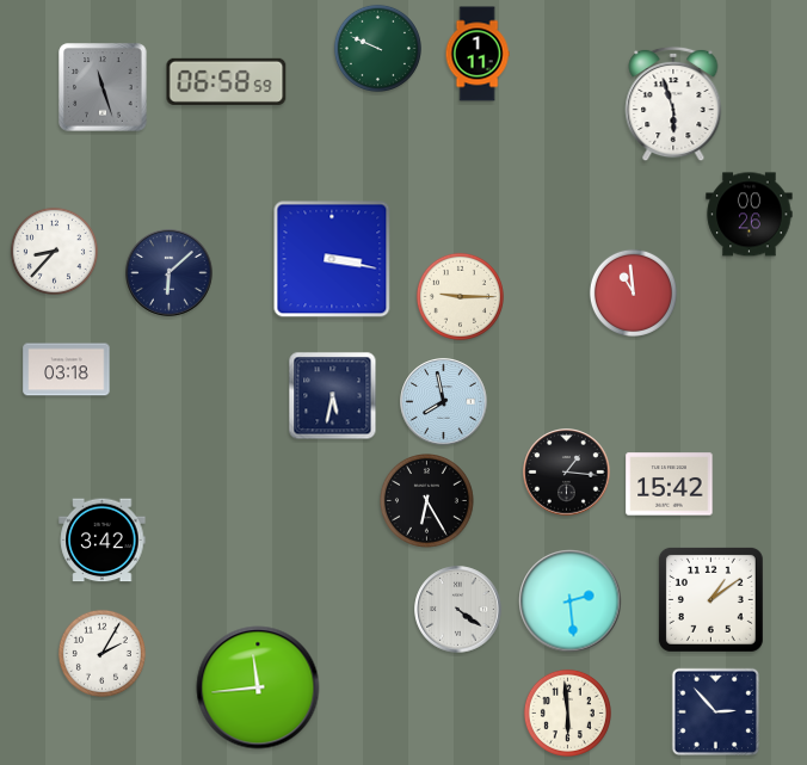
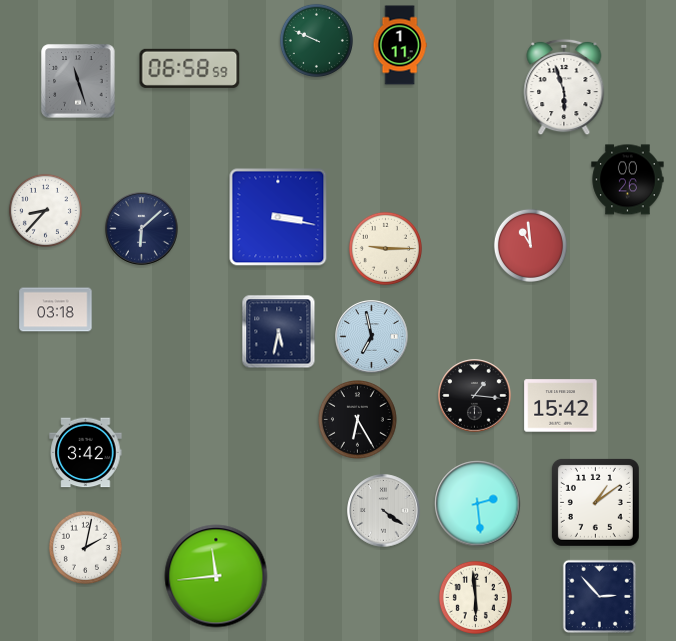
clock at (103, 87) position: (103, 87) -> (78, 81)
clock at (444, 402): 7:58 -> 6:58
clock at (101, 653): 2:05 -> 2:02
